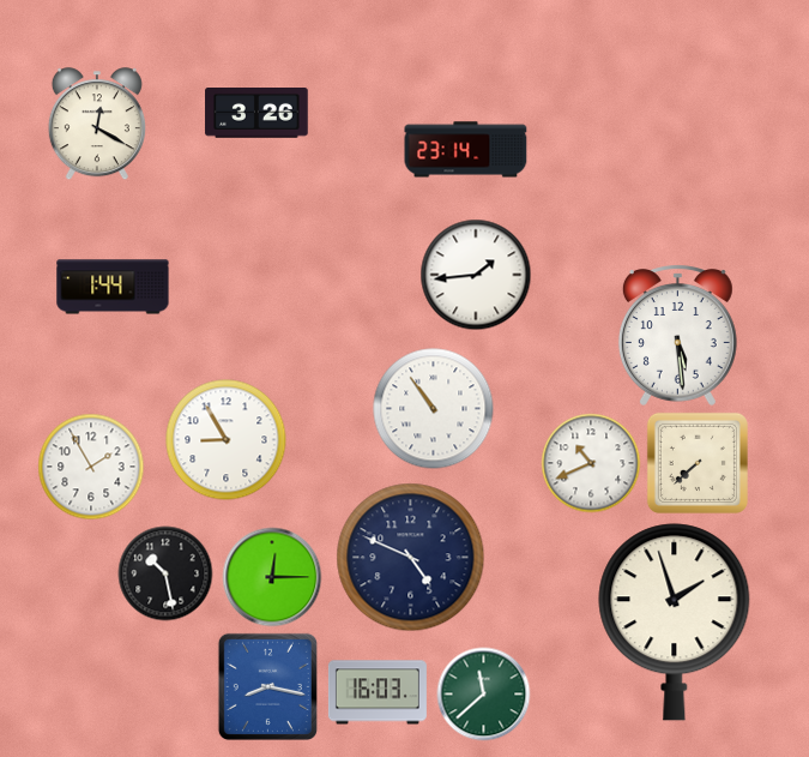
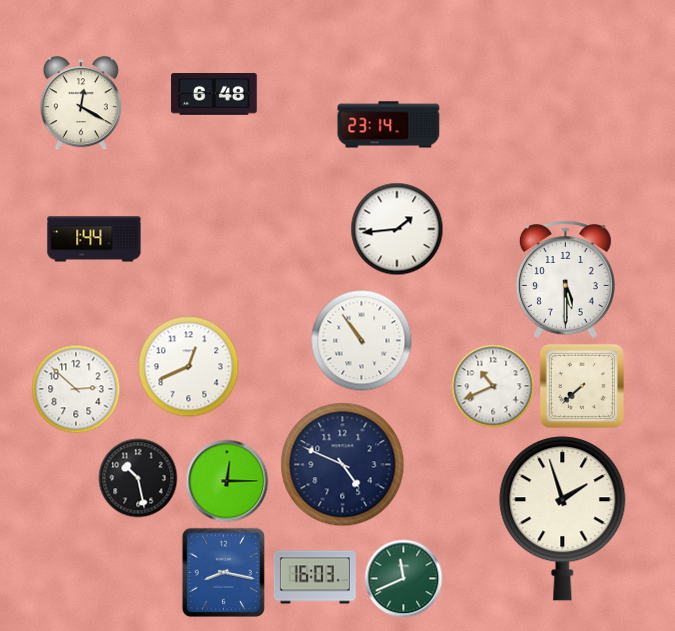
clock at (256, 114): 3:26 -> 6:48
clock at (677, 335): 5:29 -> 5:30
clock at (227, 440): 8:55 -> 12:41
clock at (91, 467): 1:55 -> 2:52
clock at (484, 695): 11:38 -> 11:41
